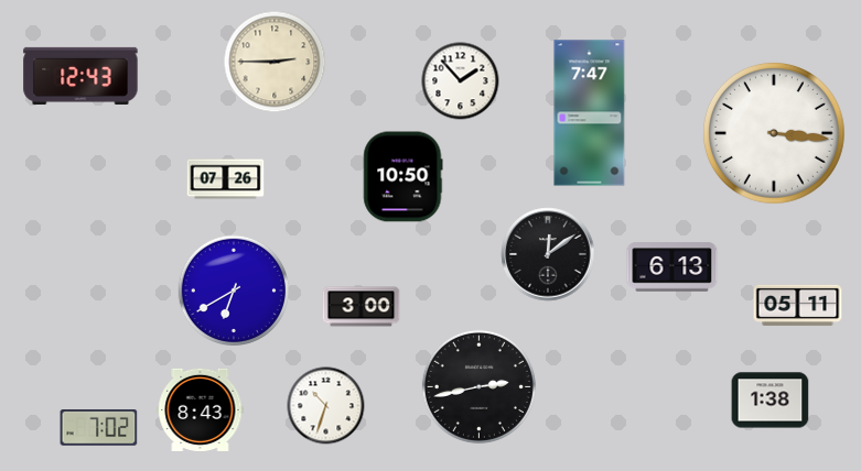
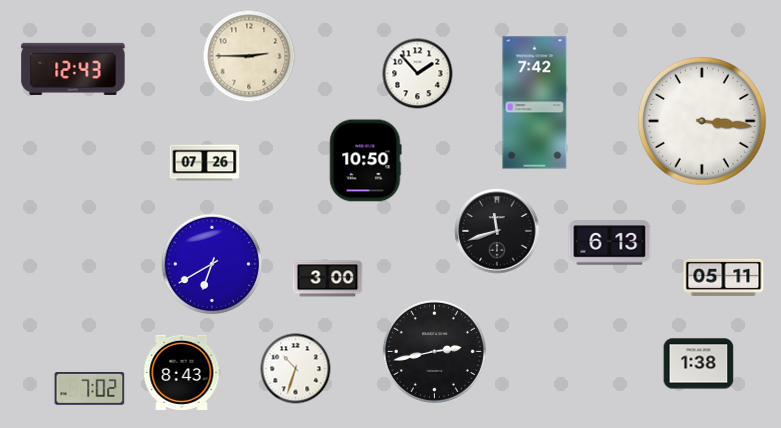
clock at (590, 113): 7:47 -> 7:42
clock at (548, 254): 12:09 -> 11:42
